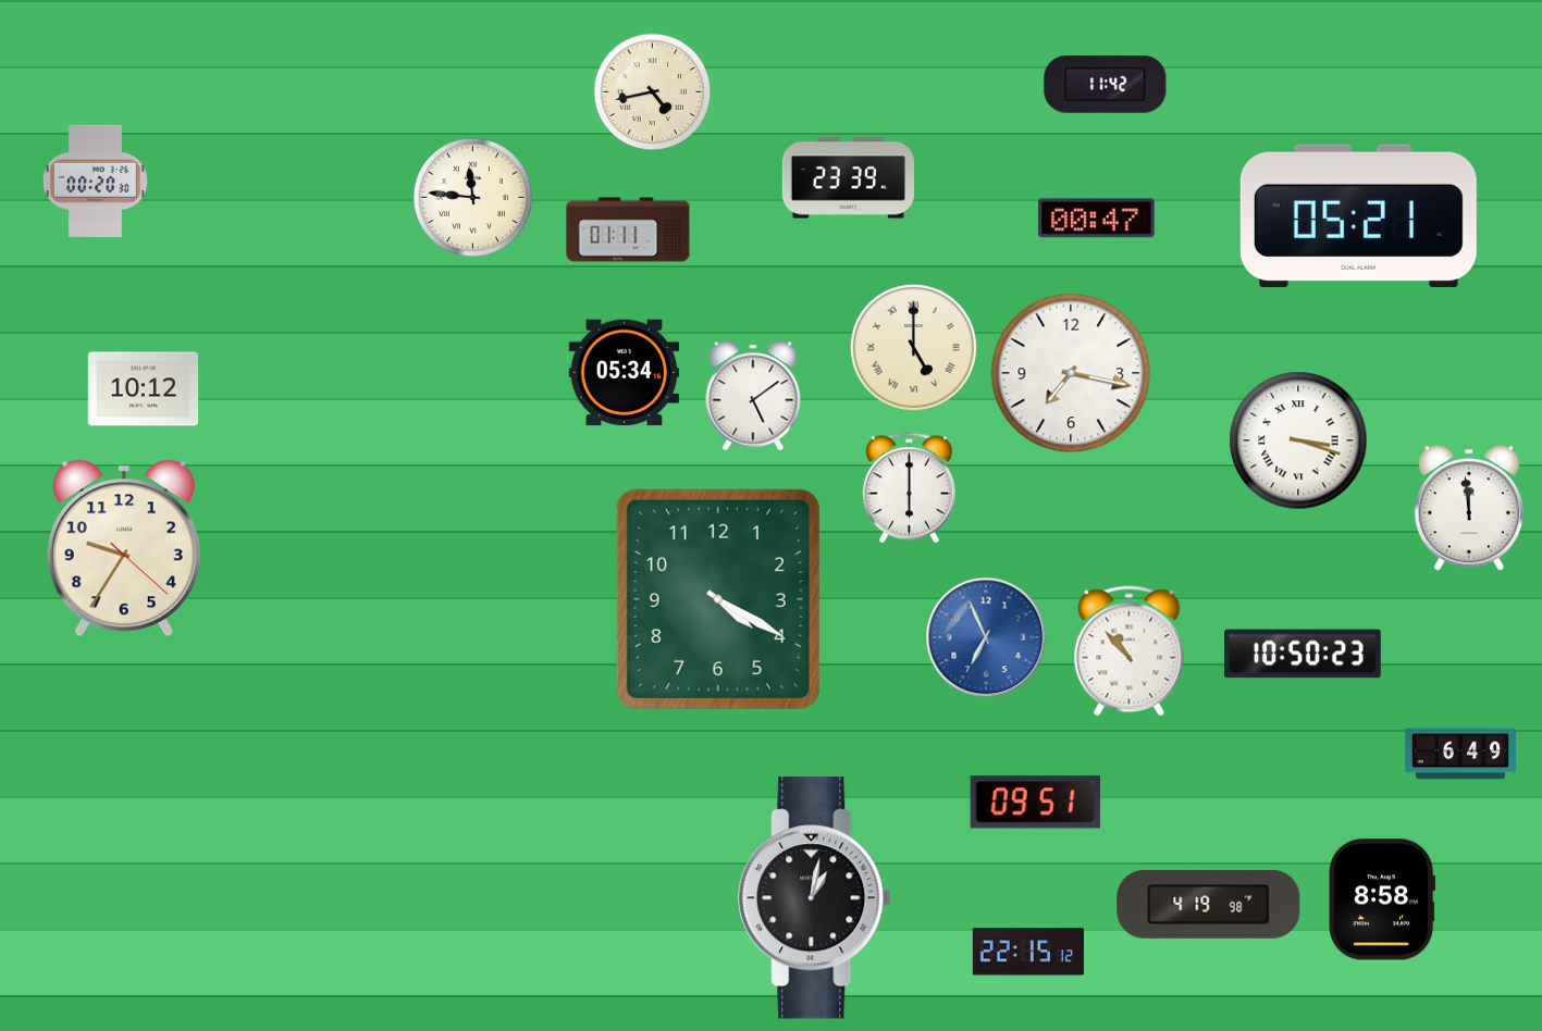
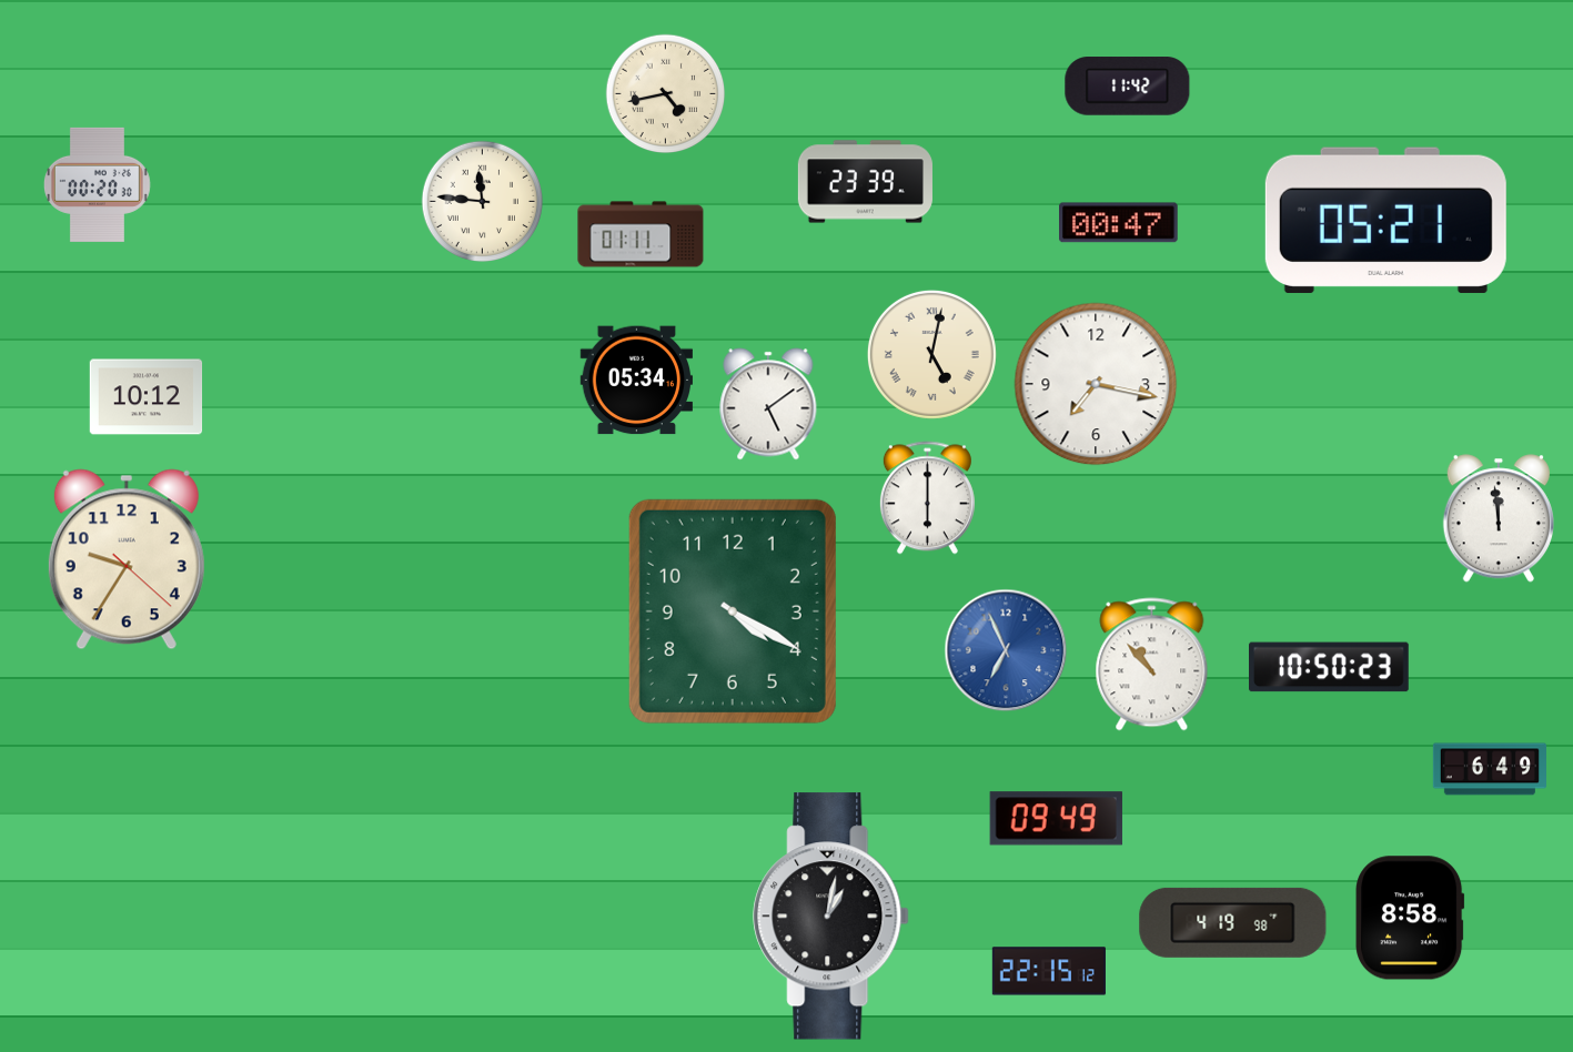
clock at (913, 347): 5:00 -> 5:02
clock at (1071, 373) position: (1071, 373) -> (1096, 384)
clock at (1298, 440): 3:18 -> none
clock at (1035, 803): 09:51 -> 09:49
